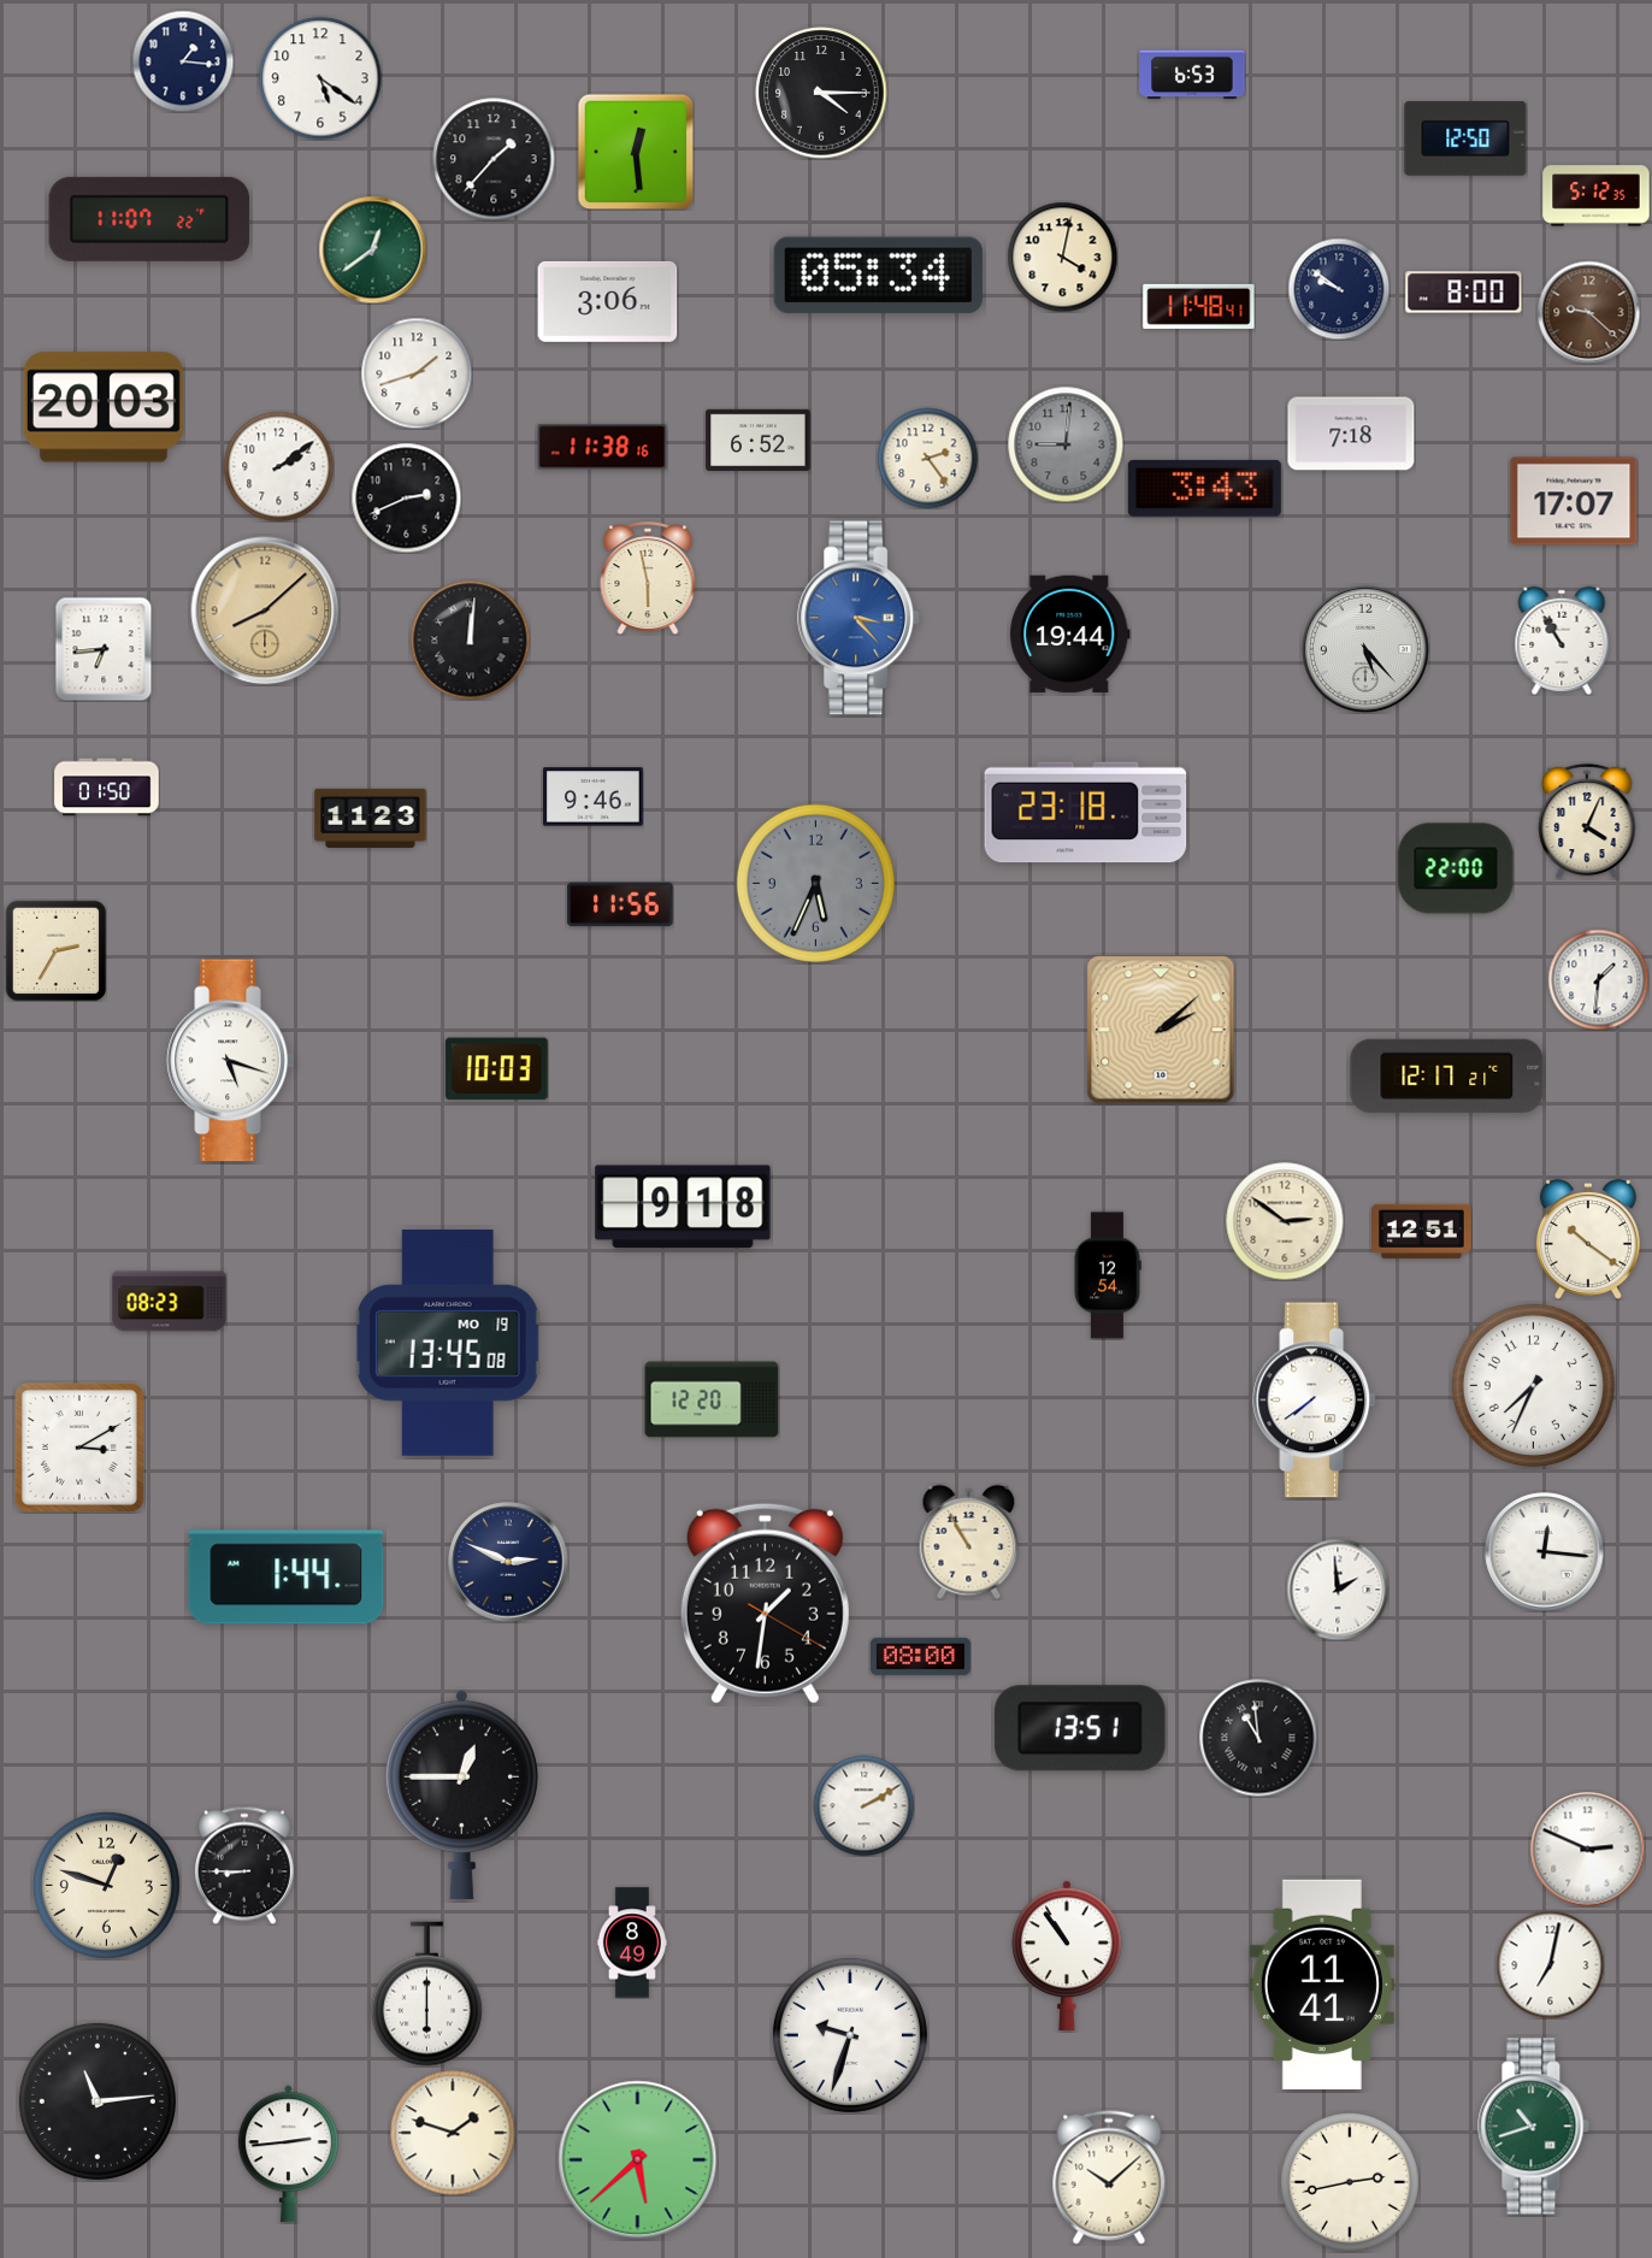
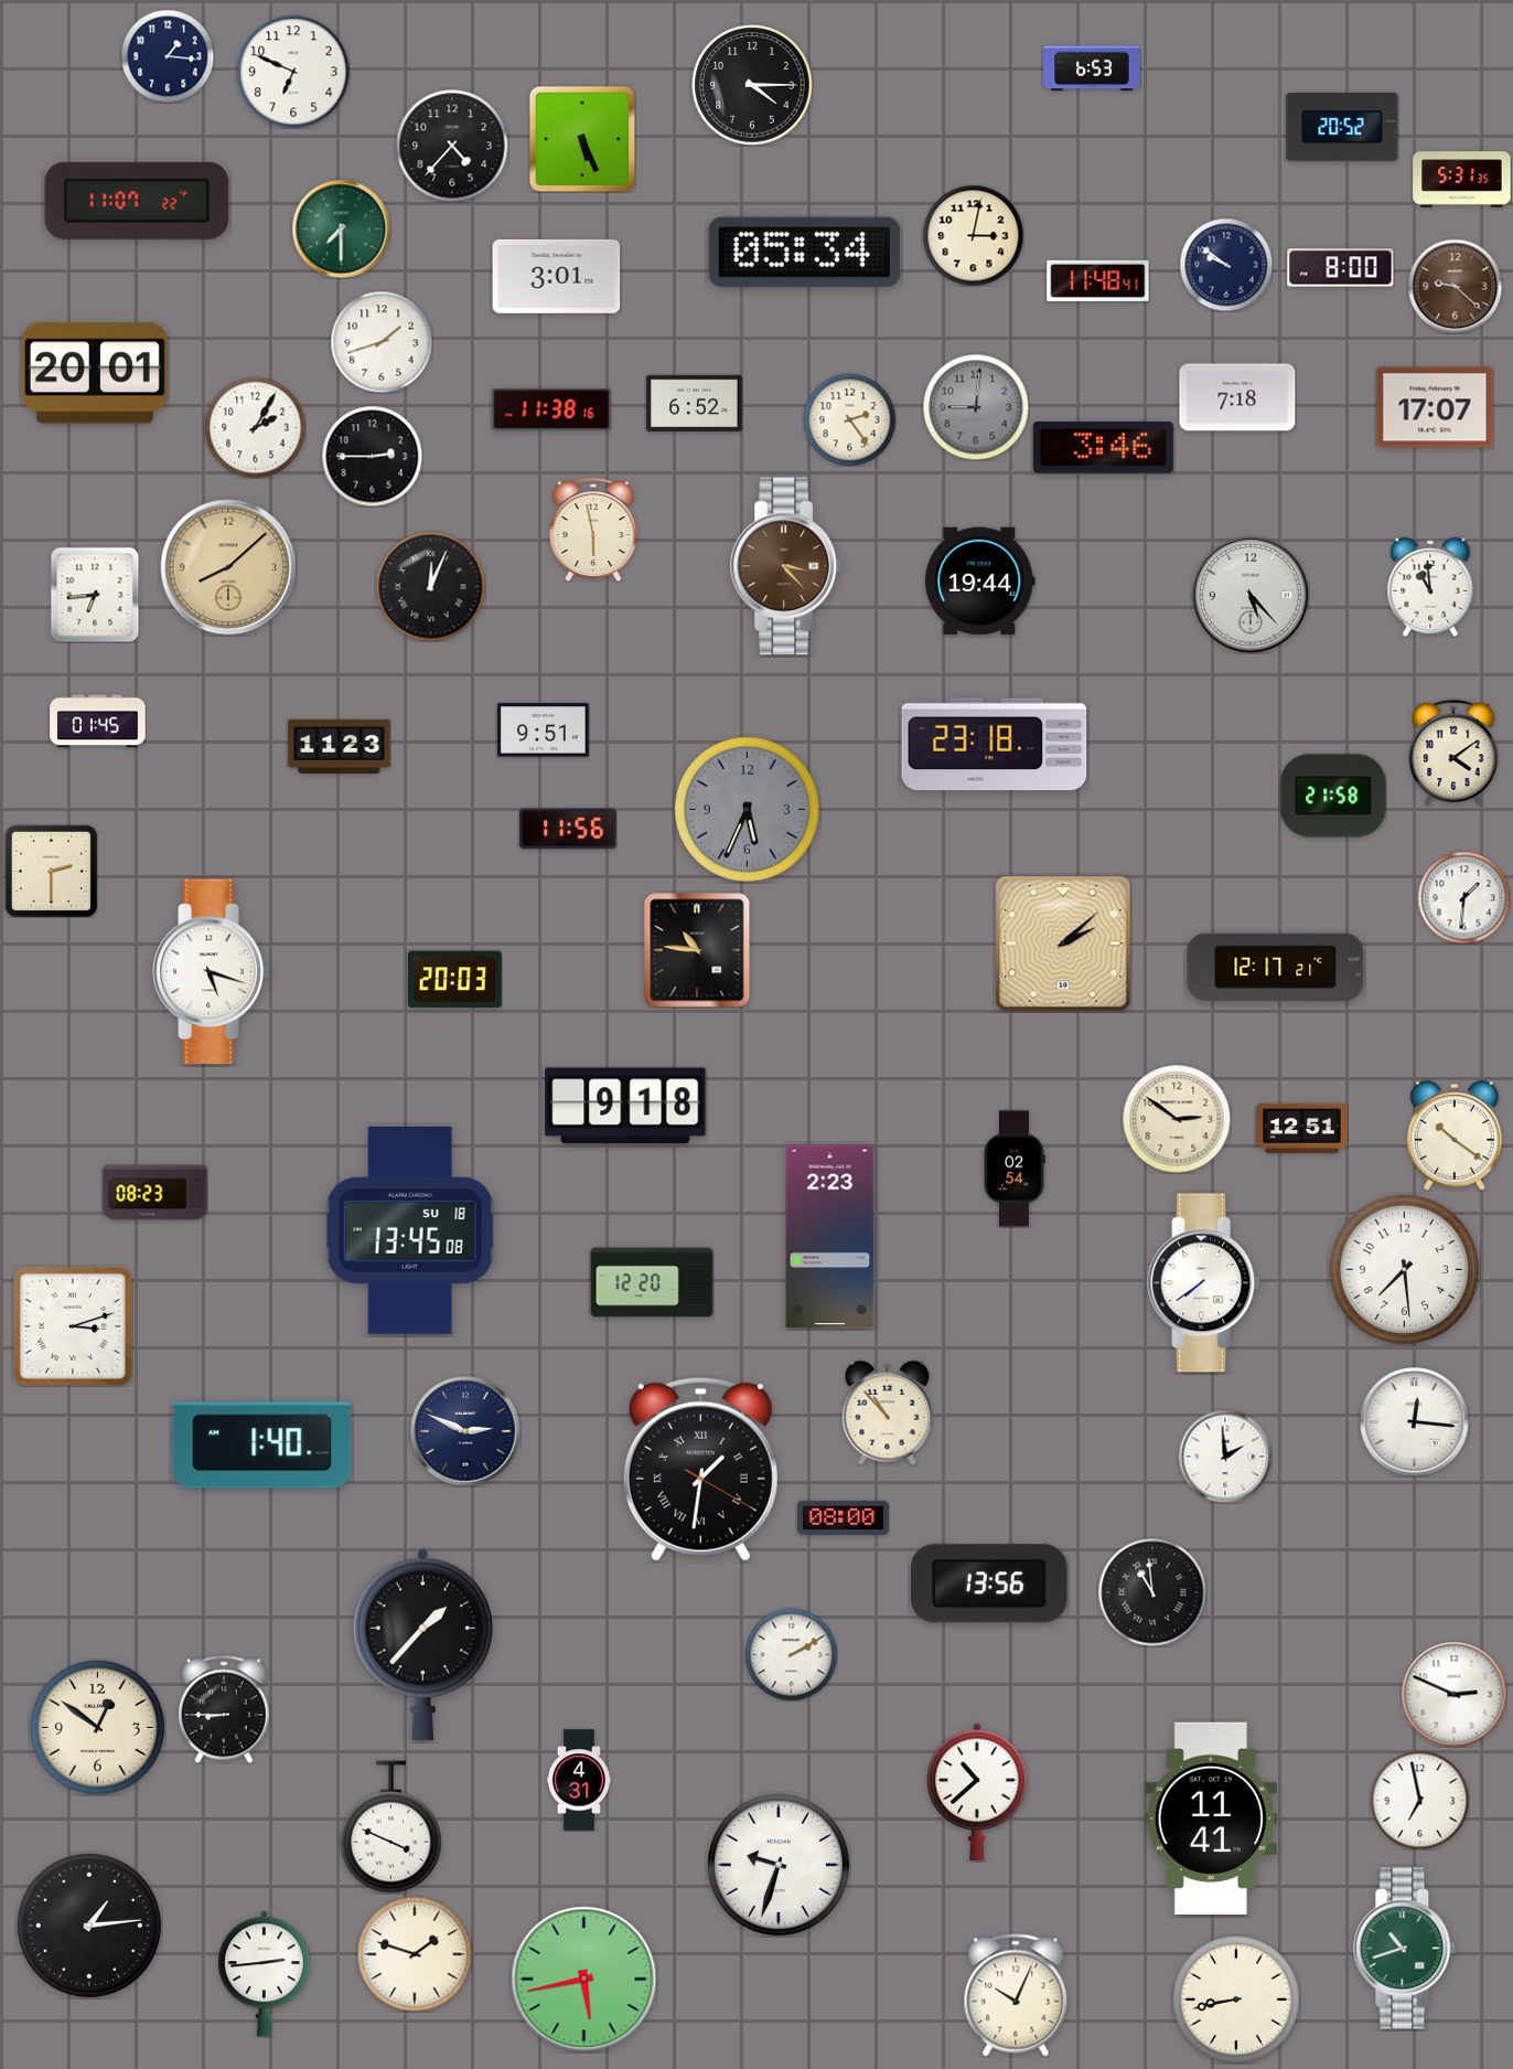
clock at (320, 78): 5:21 -> 6:49
clock at (1465, 138): 12:50 -> 20:52
clock at (636, 152): 12:29 -> 5:26
clock at (494, 159): 1:37 -> 4:37
clock at (1597, 196): 5:12 -> 5:31
clock at (372, 249): 12:39 -> 7:30
clock at (1062, 257): 4:02 -> 3:02
clock at (608, 301): 3:06 -> 3:01
clock at (104, 407): 20:03 -> 20:01
clock at (278, 466): 2:09 -> 2:05
clock at (1204, 488): 3:43 -> 3:46
clock at (406, 497): 2:41 -> 2:45
clock at (1574, 501) position: (1574, 501) -> (1435, 407)
clock at (265, 611) position: (265, 611) -> (228, 567)
clock at (860, 618) dial: blue -> brown
clock at (471, 641): 12:01 -> 12:04
clock at (1562, 641): 10:55 -> 10:59
clock at (107, 788): 01:50 -> 01:45
clock at (594, 797): 9:46 -> 9:51
clock at (371, 818) position: (371, 818) -> (340, 746)
clock at (1587, 821): 4:04 -> 4:09
clock at (1456, 868): 22:00 -> 21:58
clock at (55, 950): 2:35 -> 2:30
clock at (697, 950): none -> 10:46
clock at (497, 1069): 10:03 -> 20:03
clock at (1447, 1075) position: (1447, 1075) -> (1276, 967)
clock at (1108, 1275): 12:54 -> 02:54
clock at (448, 1343) date: MO 19 -> SU 18
clock at (830, 1237): none -> 2:23
clock at (1533, 1385): 7:34 -> 7:29
clock at (79, 1448): 3:10 -> 3:12
clock at (969, 1541): 10:55 -> 10:53
clock at (287, 1578): 1:44 -> 1:40
clock at (765, 1603) numerals: Arabic -> Roman
clock at (1080, 1728): 13:51 -> 13:56
clock at (461, 1794): 12:45 -> 1:37
clock at (106, 1885): 12:48 -> 12:51
clock at (632, 1942): 8:49 -> 4:31
clock at (1068, 1956): 10:54 -> 10:38
clock at (1550, 1964): 7:02 -> 6:58
clock at (426, 1994): 6:00 -> 3:49
clock at (98, 2101): 11:14 -> 1:14
clock at (638, 2160): 5:38 -> 5:43
clock at (1109, 2177): 10:08 -> 10:04
clock at (1350, 2182): 2:43 -> 8:43
